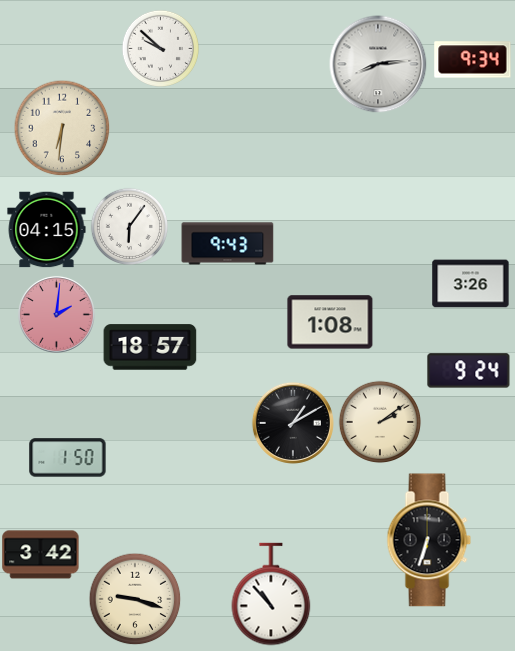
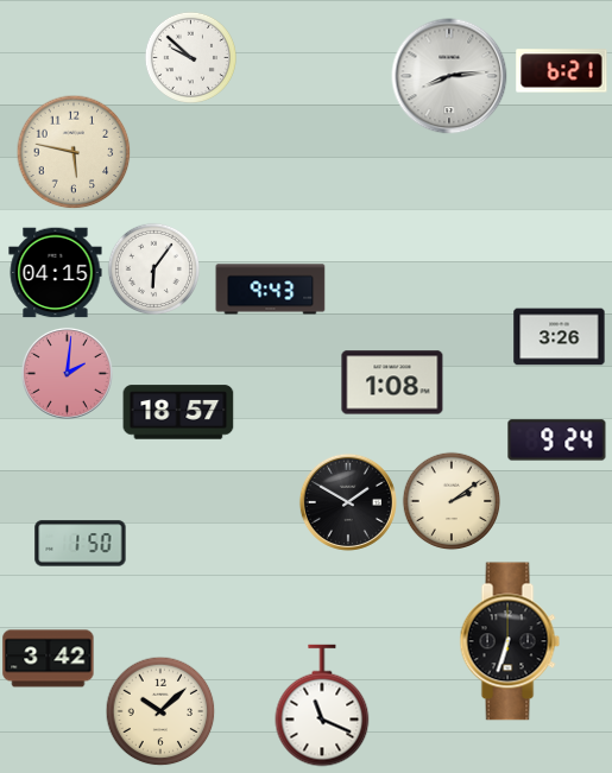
clock at (473, 60): 9:34 -> 6:21
clock at (62, 128): 6:31 -> 5:47
clock at (293, 423): 1:10 -> 1:50
clock at (271, 594): 10:53 -> 11:19
clock at (135, 599): 9:18 -> 10:08
